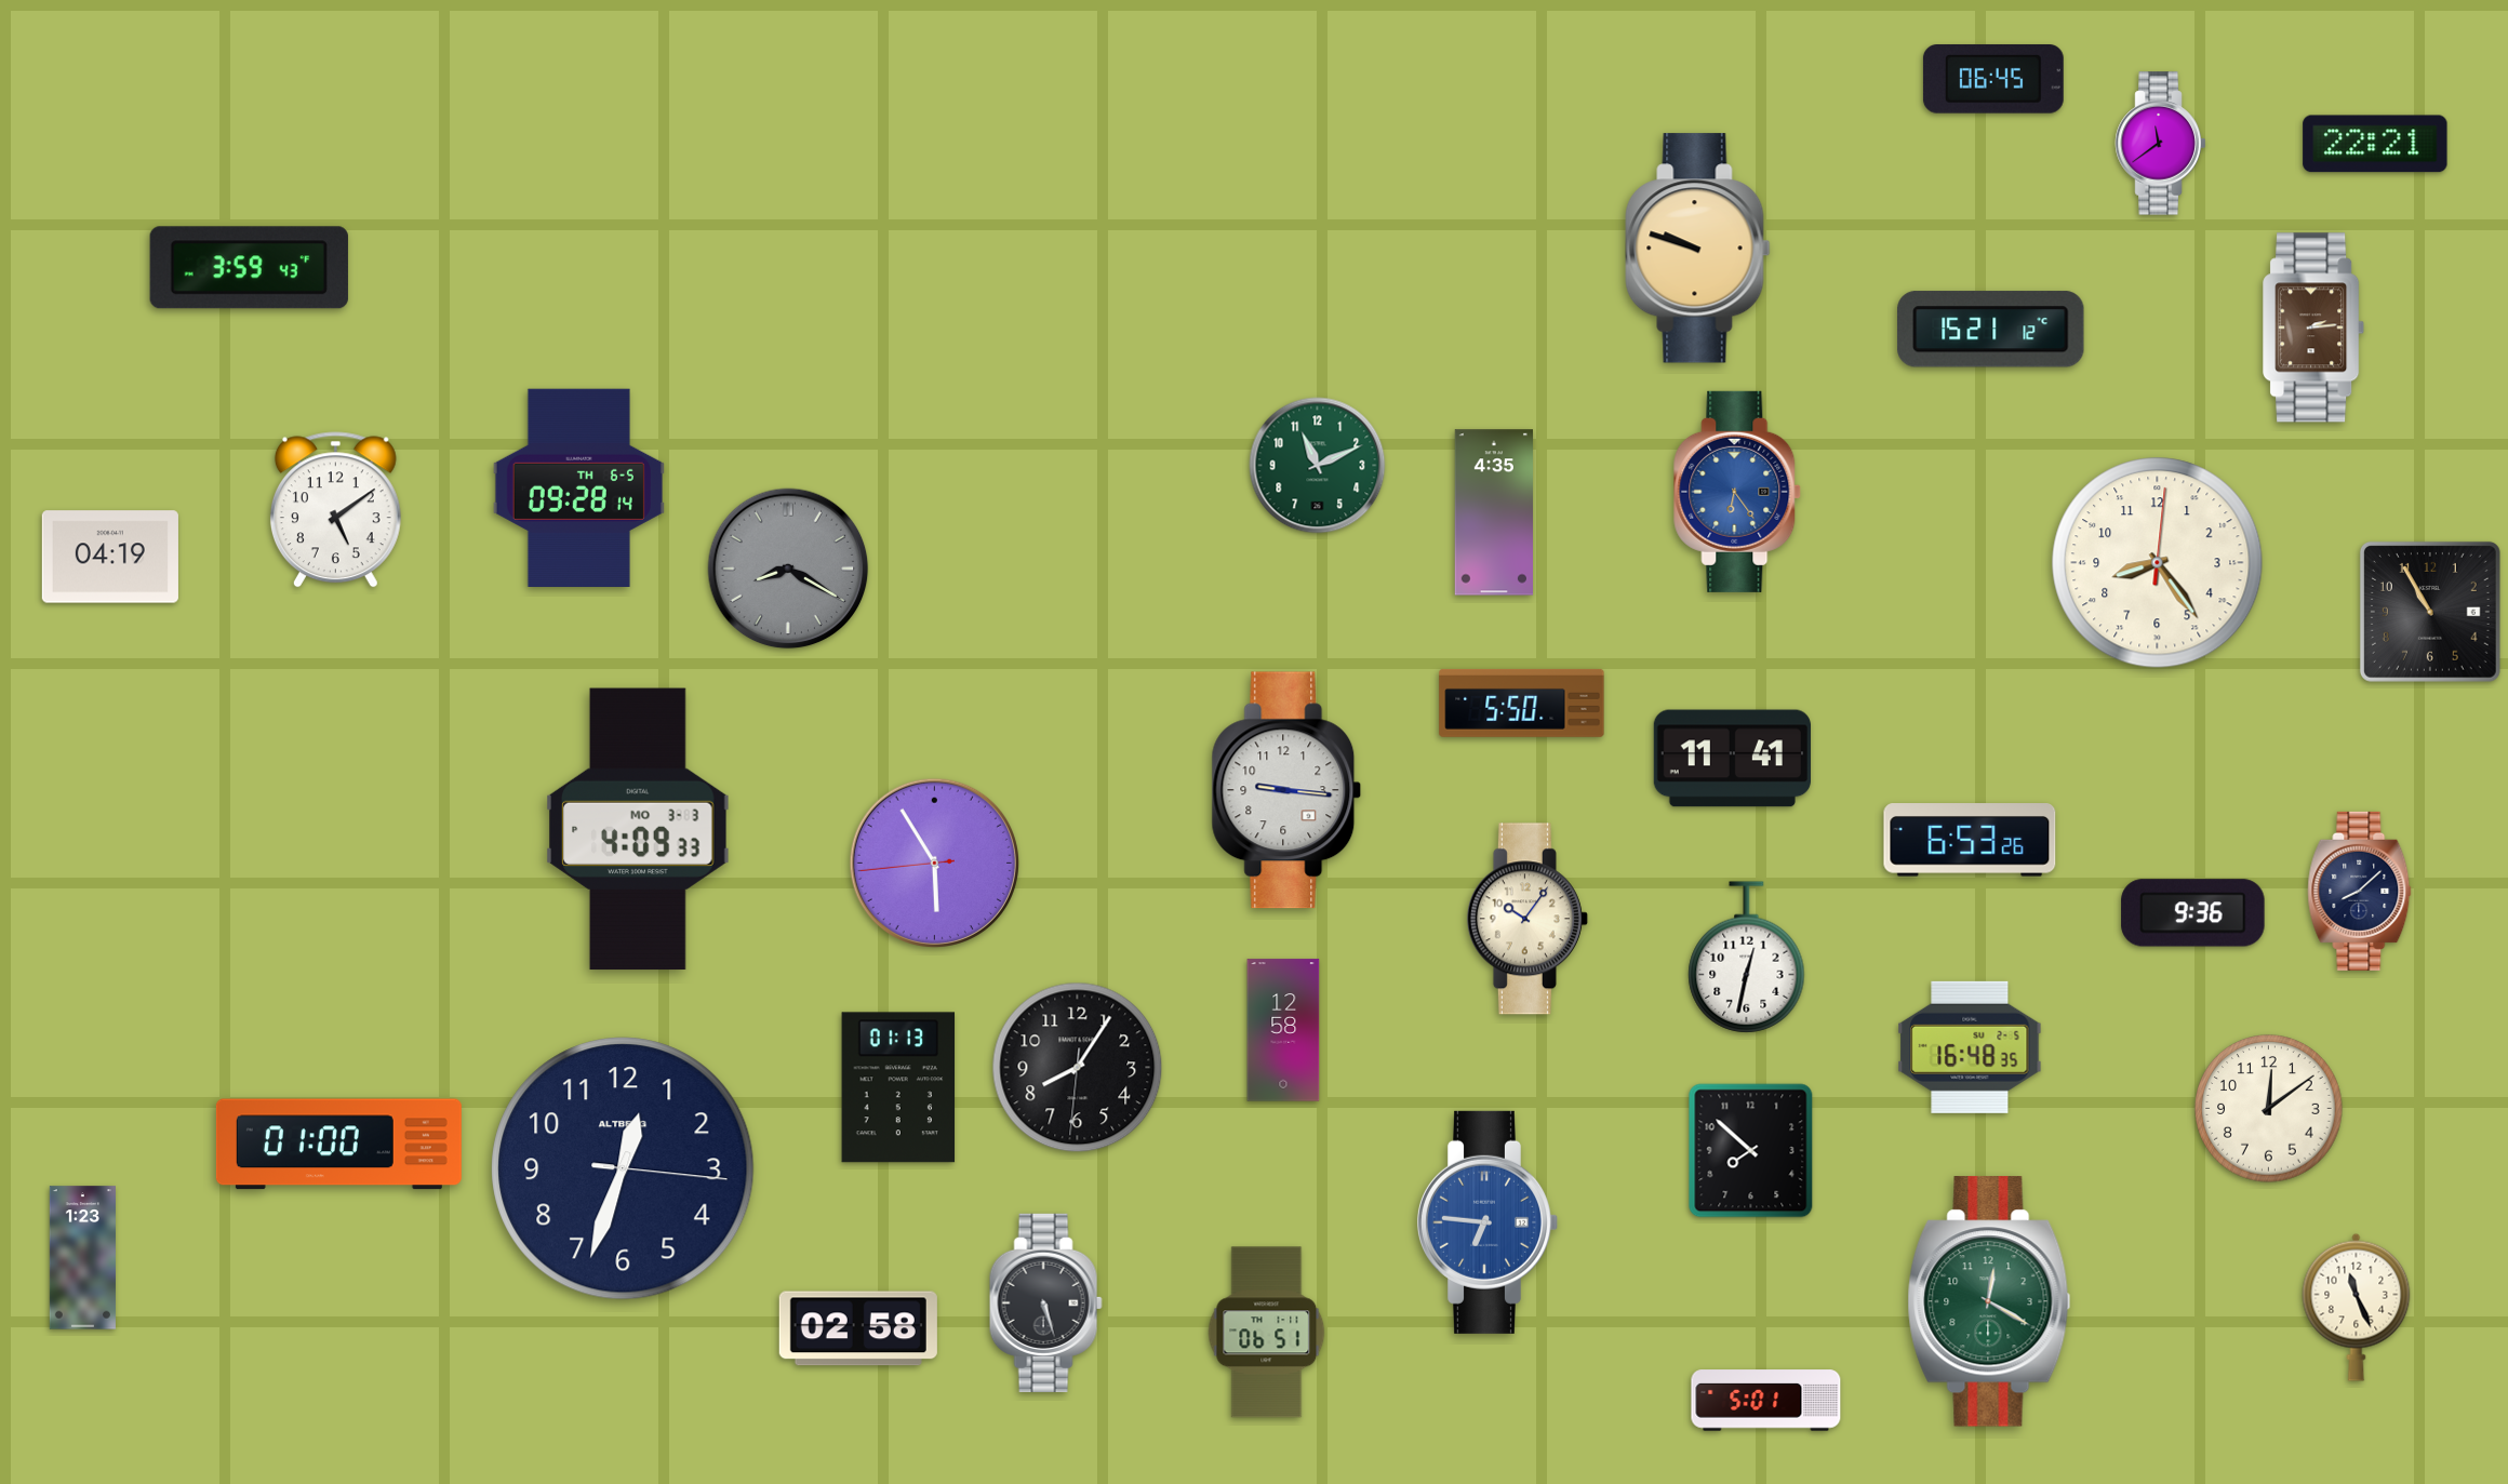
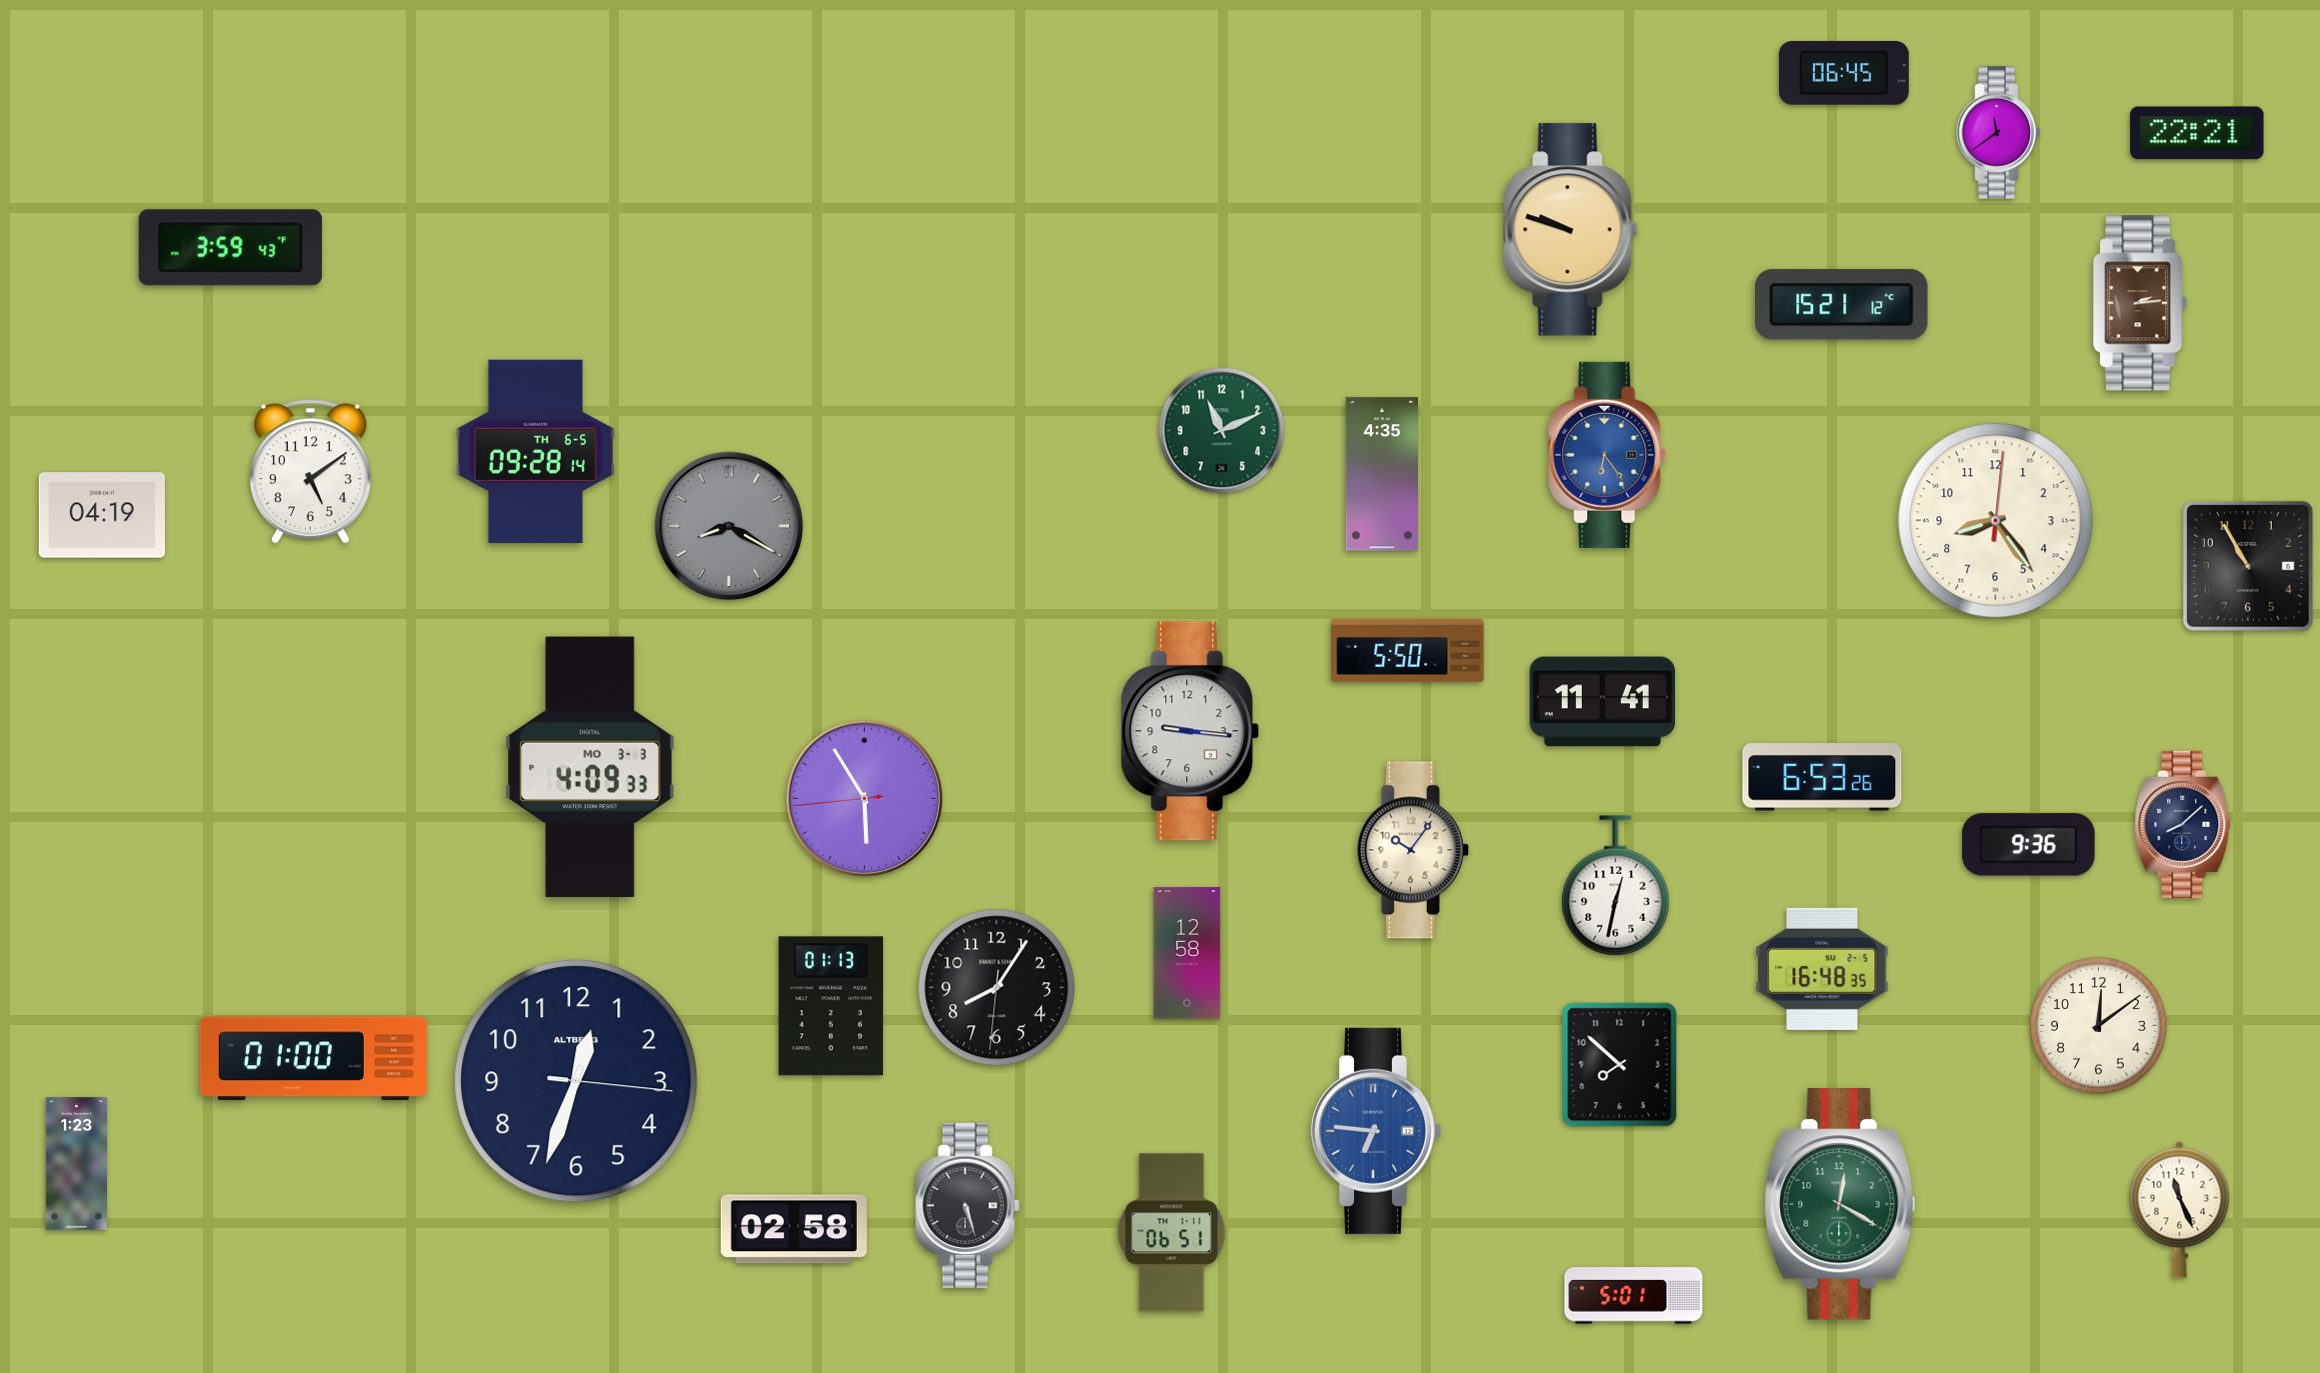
clock at (1318, 466) position: (1318, 466) -> (1222, 431)
